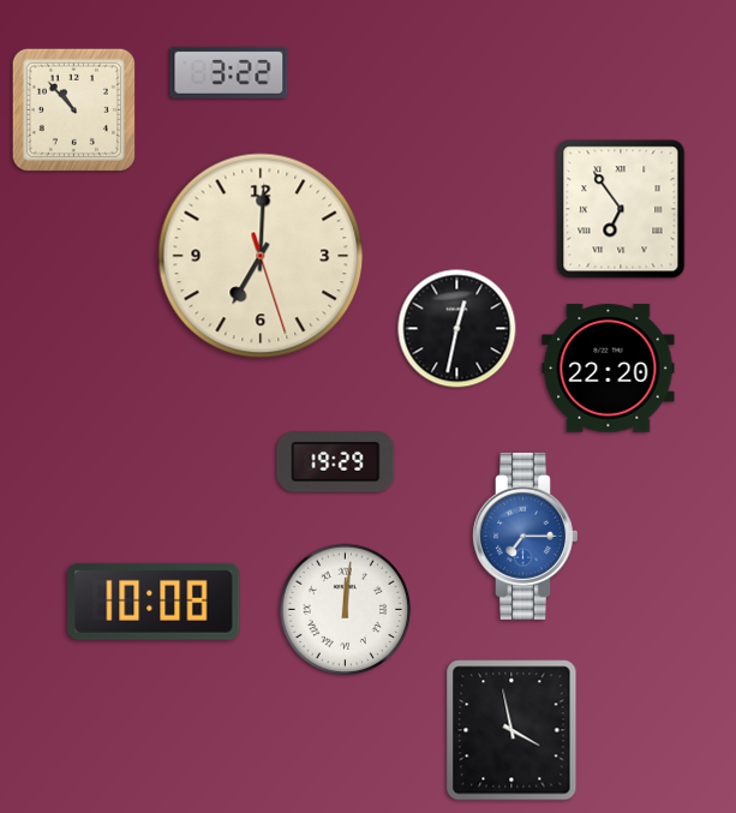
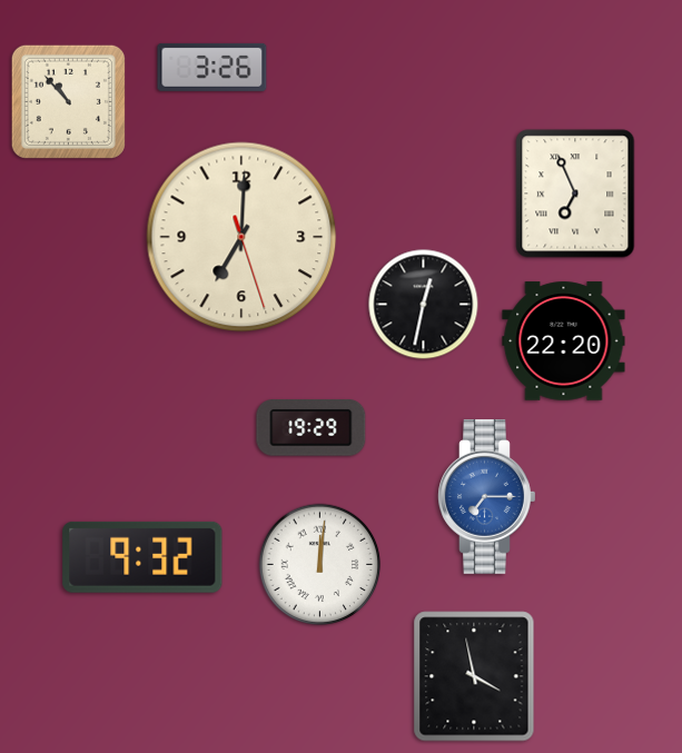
clock at (229, 72): 3:22 -> 3:26
clock at (621, 209): 6:54 -> 6:56
clock at (154, 602): 10:08 -> 9:32
